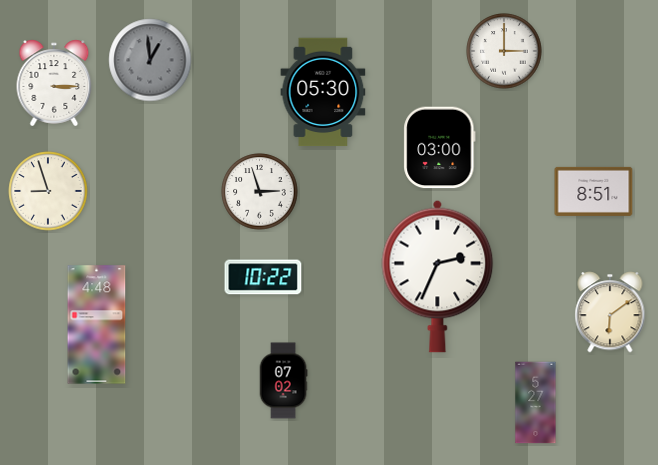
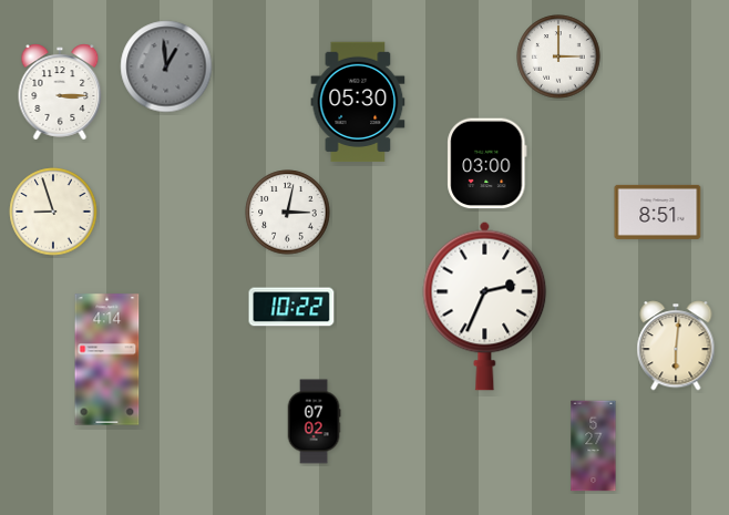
clock at (260, 192): 2:57 -> 3:02
clock at (610, 312): 6:09 -> 6:01
clock at (97, 325): 4:48 -> 4:14
